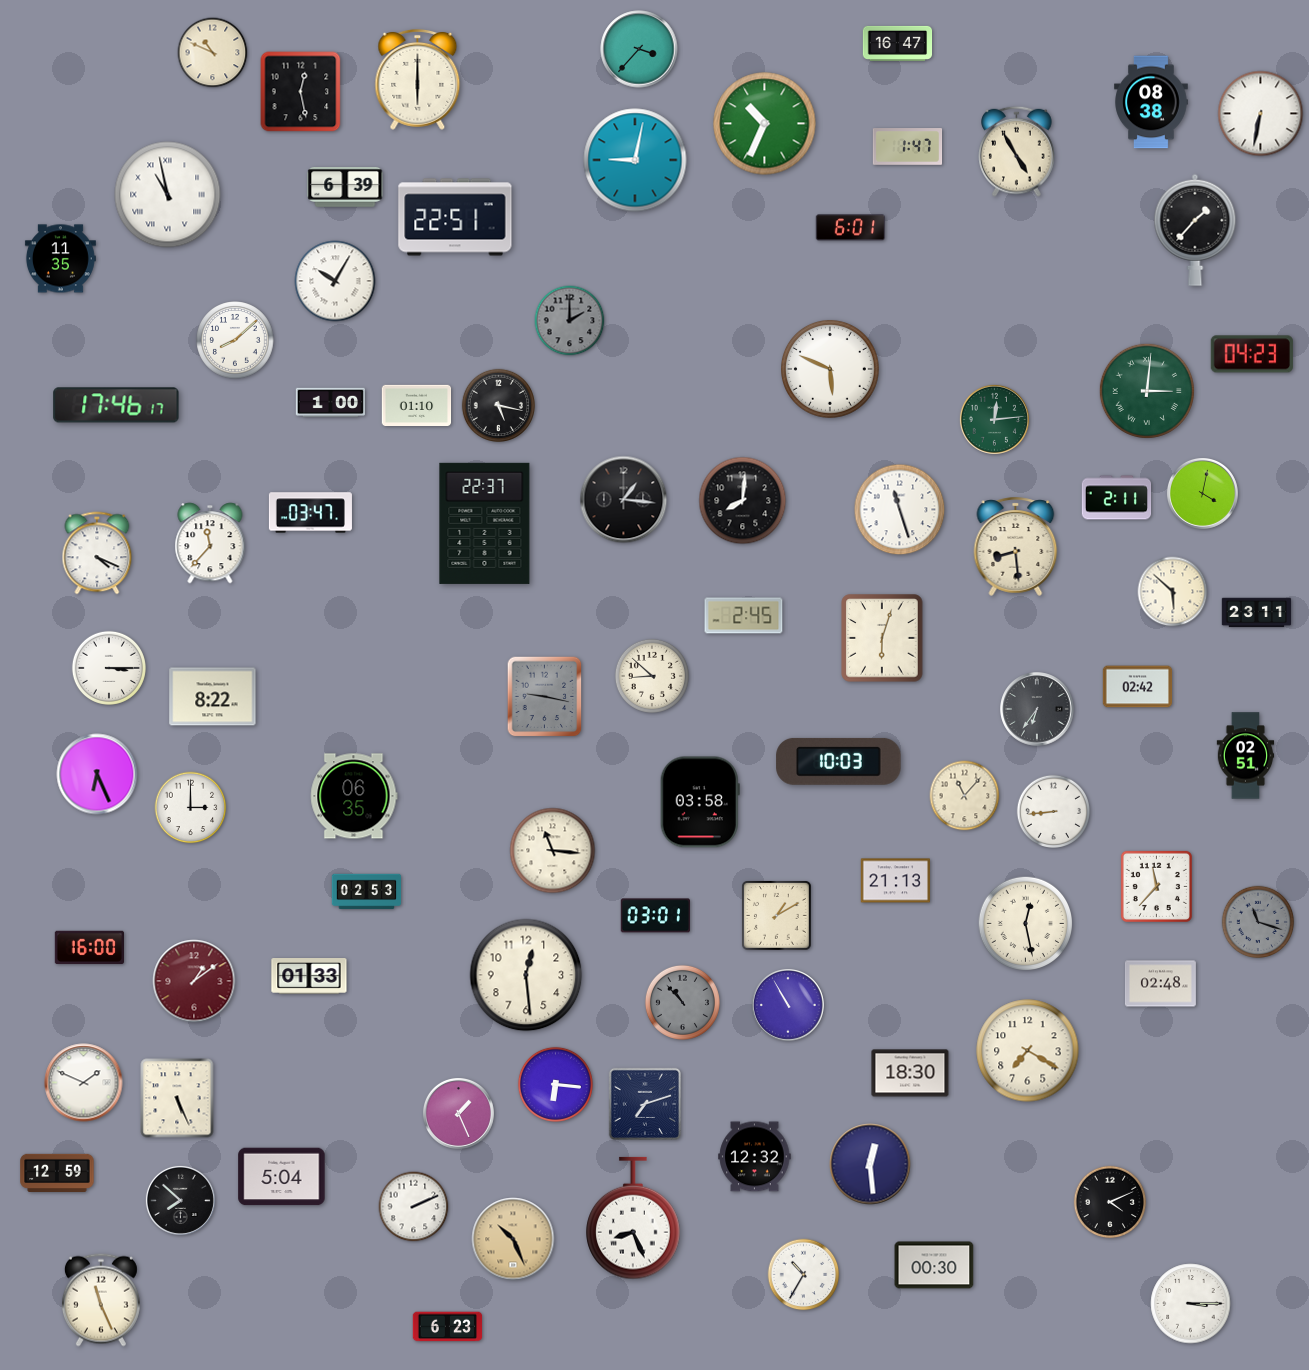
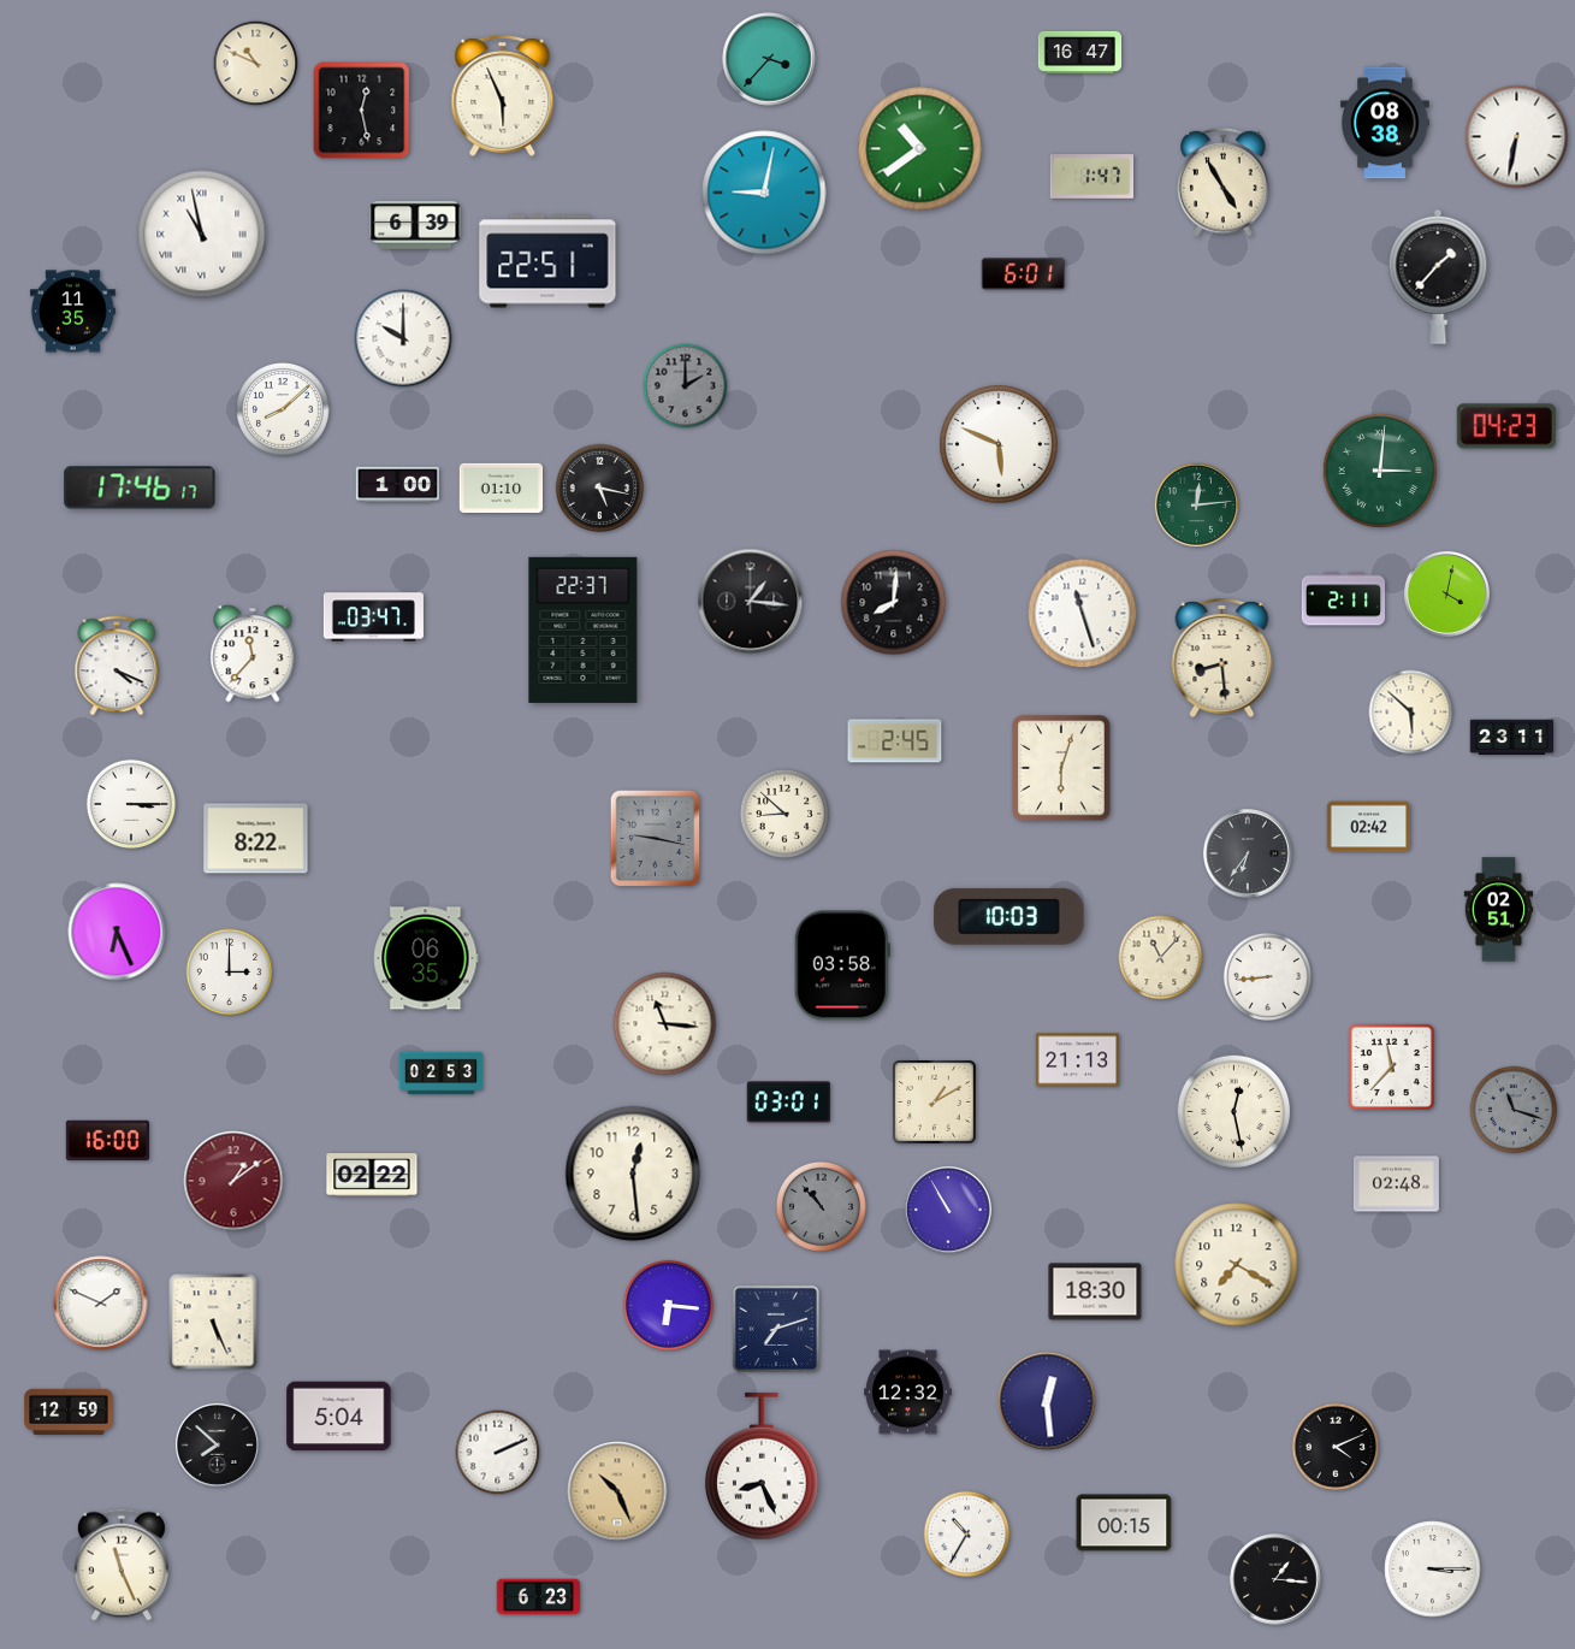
clock at (418, 79): 6:00 -> 5:56
clock at (765, 124): 10:34 -> 10:39
clock at (335, 281): 10:05 -> 10:00
clock at (309, 977): 01:33 -> 02:22
clock at (458, 1113): 1:26 -> none
clock at (934, 1265): 00:30 -> 00:15
clock at (1275, 1579): none -> 1:16
